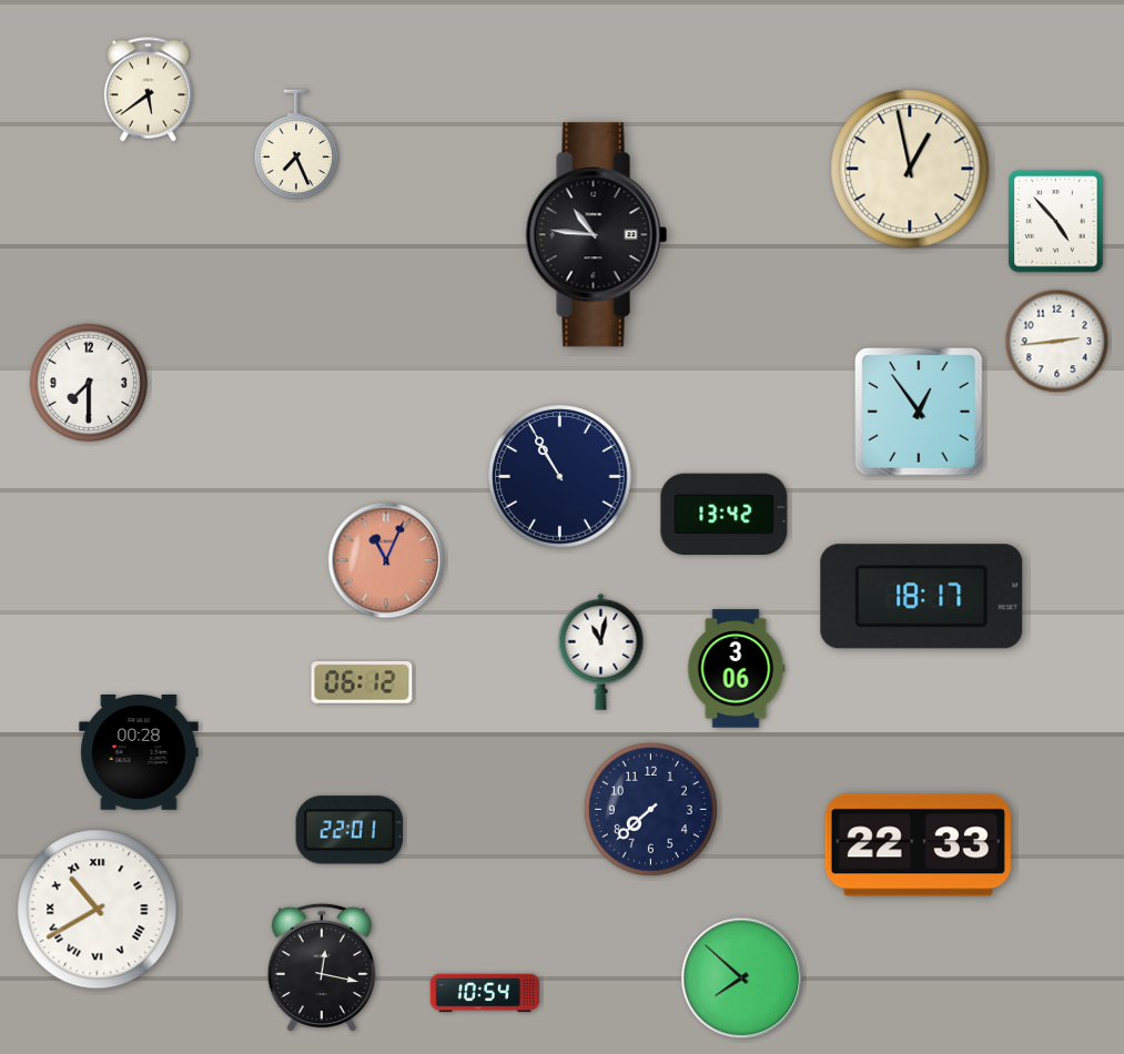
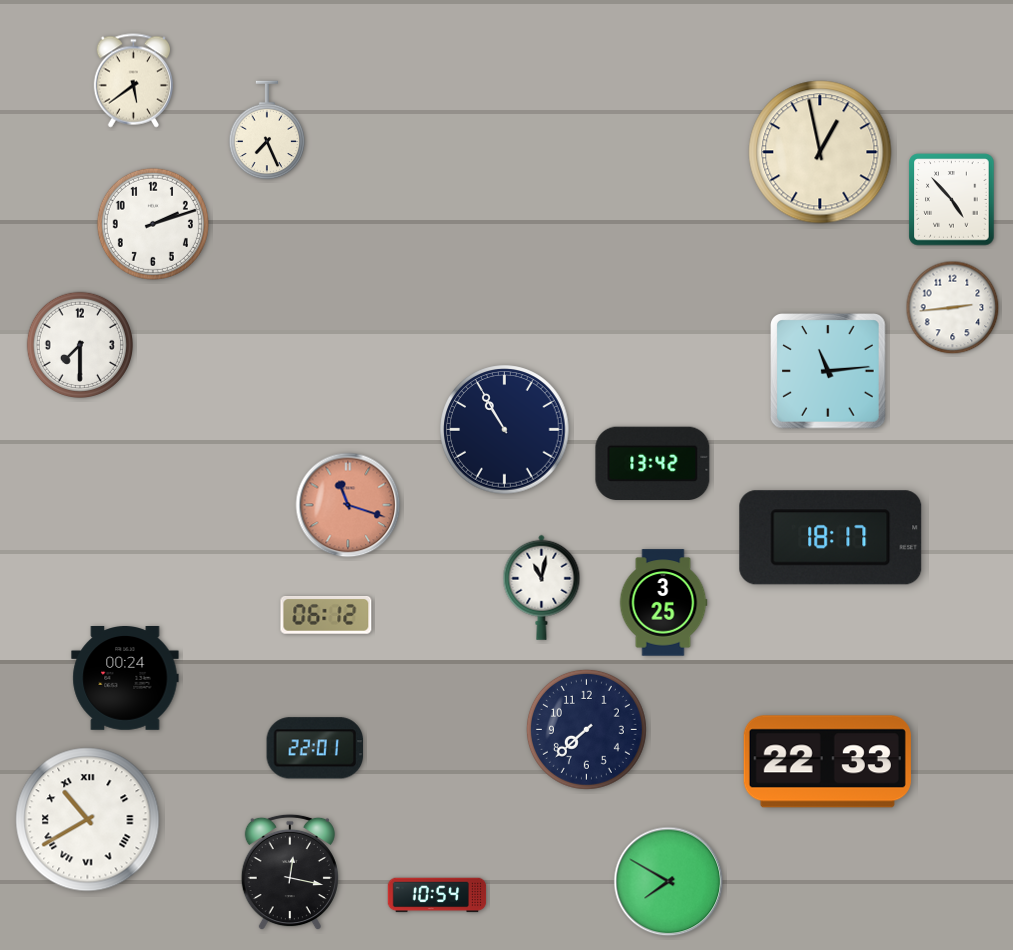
clock at (597, 235): 10:46 -> none
clock at (153, 224): none -> 2:12
clock at (919, 412): 12:54 -> 11:14
clock at (386, 560): 11:04 -> 11:18
clock at (736, 669): 3:06 -> 3:25
clock at (139, 753): 00:28 -> 00:24
clock at (742, 979): 7:52 -> 7:50
